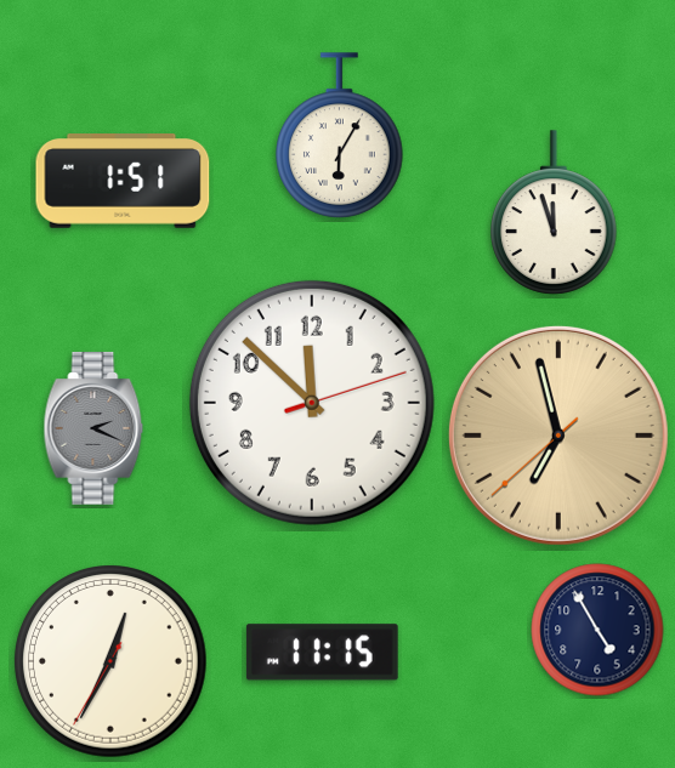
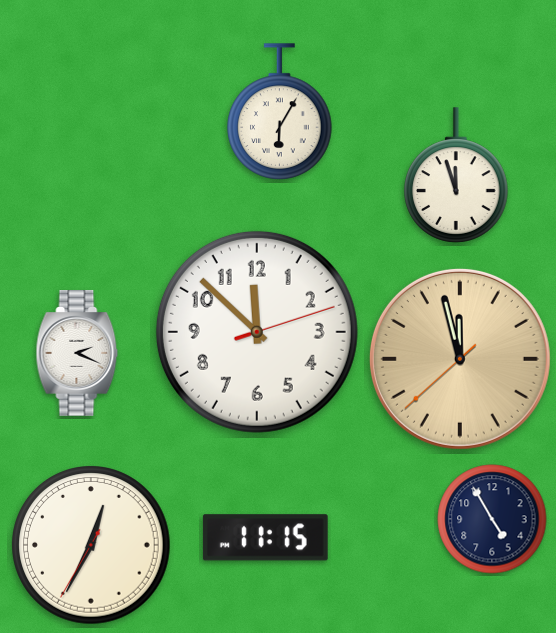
clock at (123, 182): 1:51 -> none
clock at (93, 428) dial: grey -> white
clock at (558, 436): 6:57 -> 11:57
